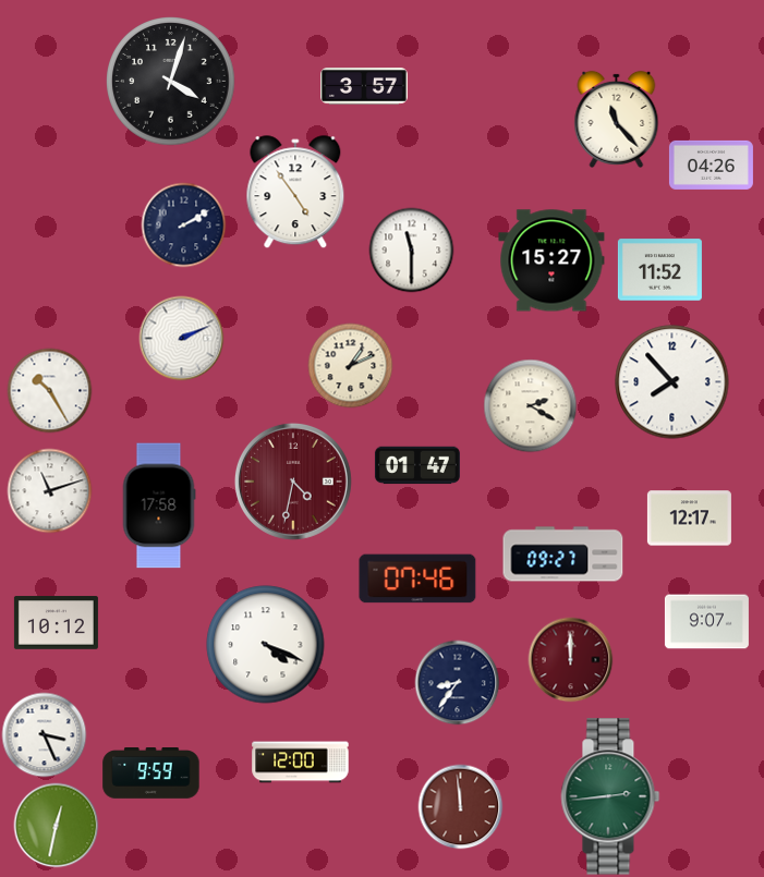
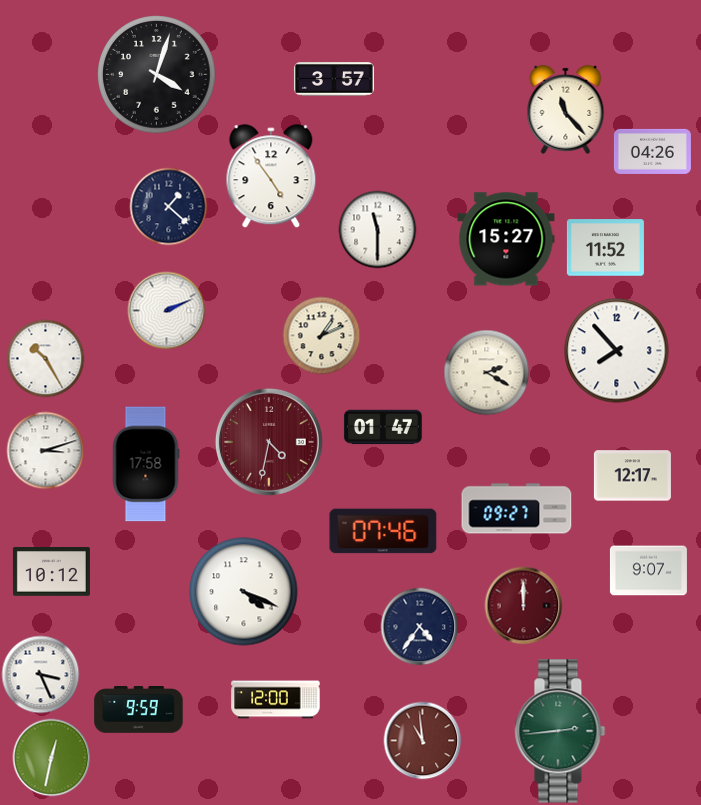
clock at (183, 224): 2:10 -> 1:22
clock at (49, 490): 11:12 -> 3:12
clock at (457, 682): 8:36 -> 4:36
clock at (460, 806): 11:59 -> 10:59
